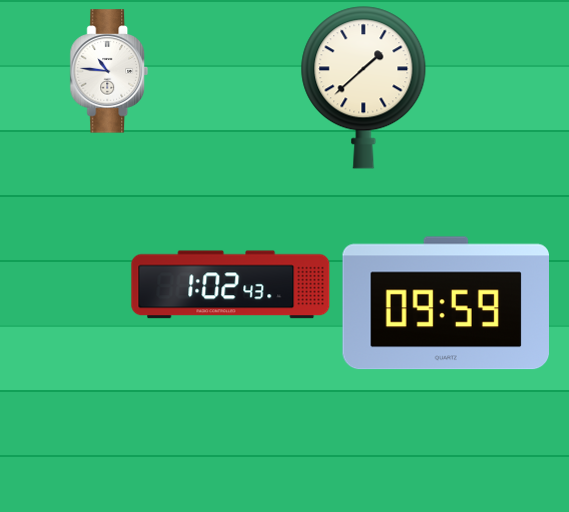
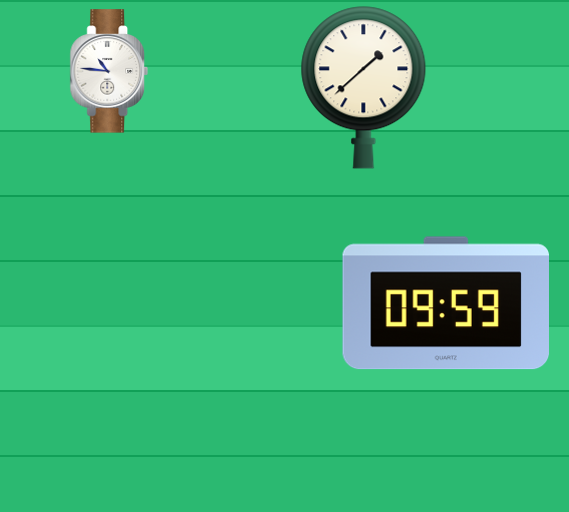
clock at (231, 285): 1:02 -> none
